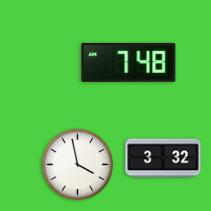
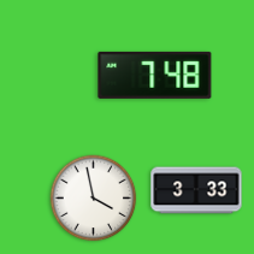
clock at (163, 158): 3:32 -> 3:33
